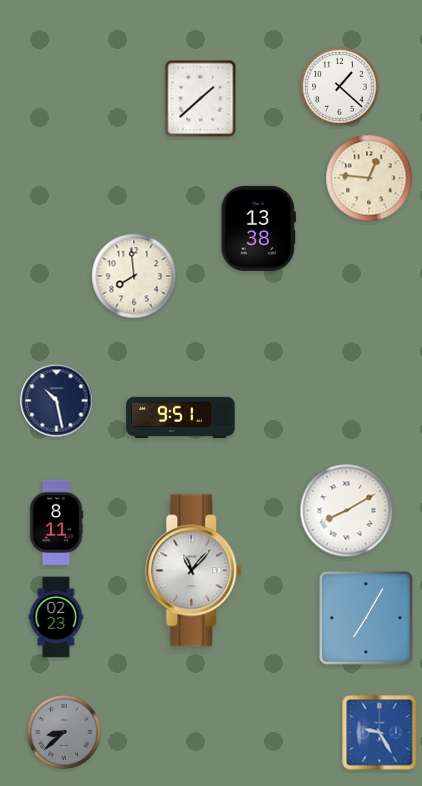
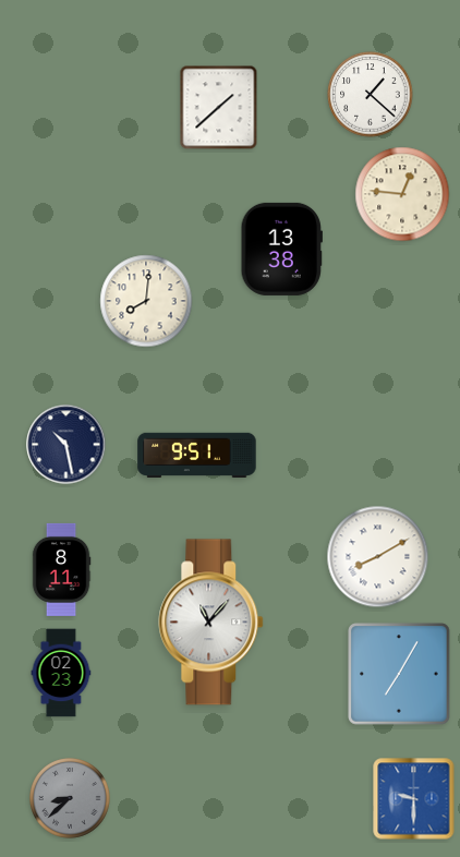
clock at (134, 276): 7:59 -> 8:01
clock at (57, 401) position: (57, 401) -> (66, 445)
clock at (380, 733): 9:25 -> 9:30
